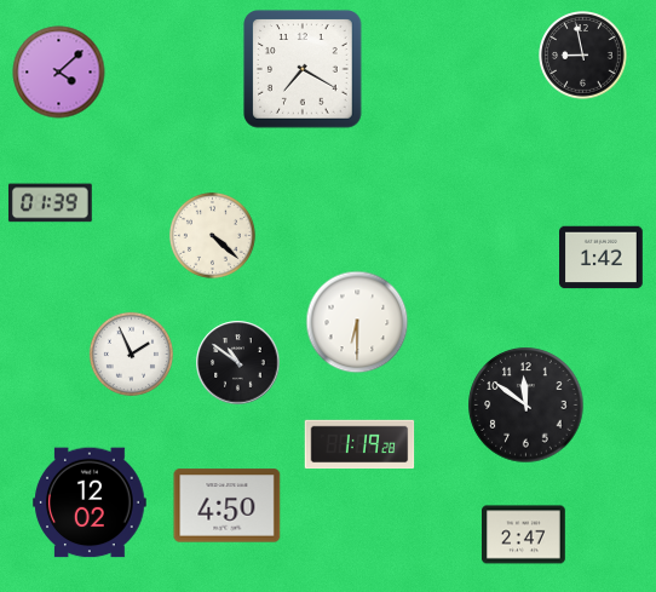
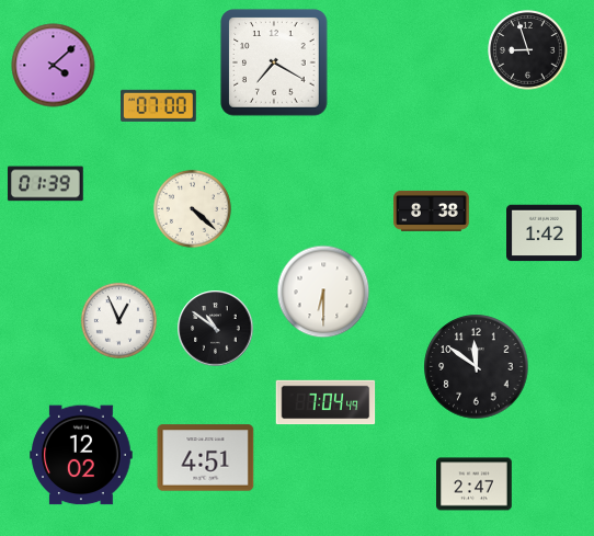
clock at (583, 56): 8:58 -> 8:57
clock at (159, 105): none -> 07:00
clock at (432, 210): none -> 8:38
clock at (212, 235) position: (212, 235) -> (192, 208)
clock at (131, 354): 1:56 -> 12:56
clock at (359, 444): 1:19 -> 7:04
clock at (228, 506): 4:50 -> 4:51
